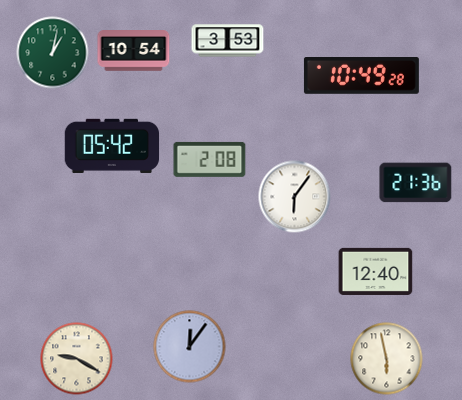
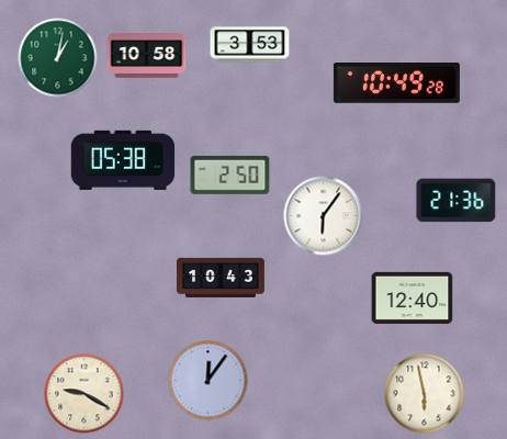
clock at (134, 51): 10:54 -> 10:58
clock at (112, 146): 05:42 -> 05:38
clock at (210, 159): 2:08 -> 2:50
clock at (222, 278): none -> 10:43
